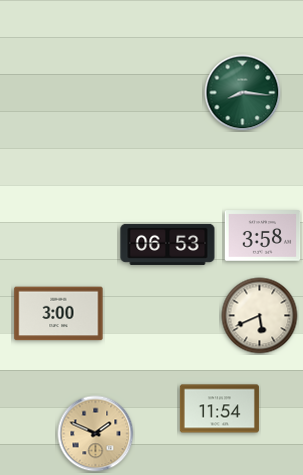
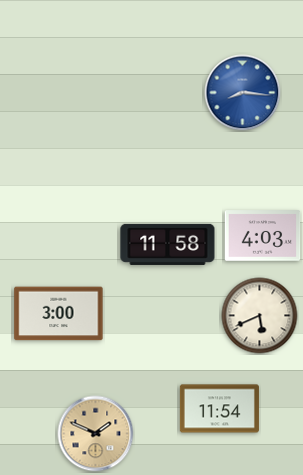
clock at (243, 93) dial: green -> blue
clock at (263, 236): 3:58 -> 4:03
clock at (168, 244): 06:53 -> 11:58
